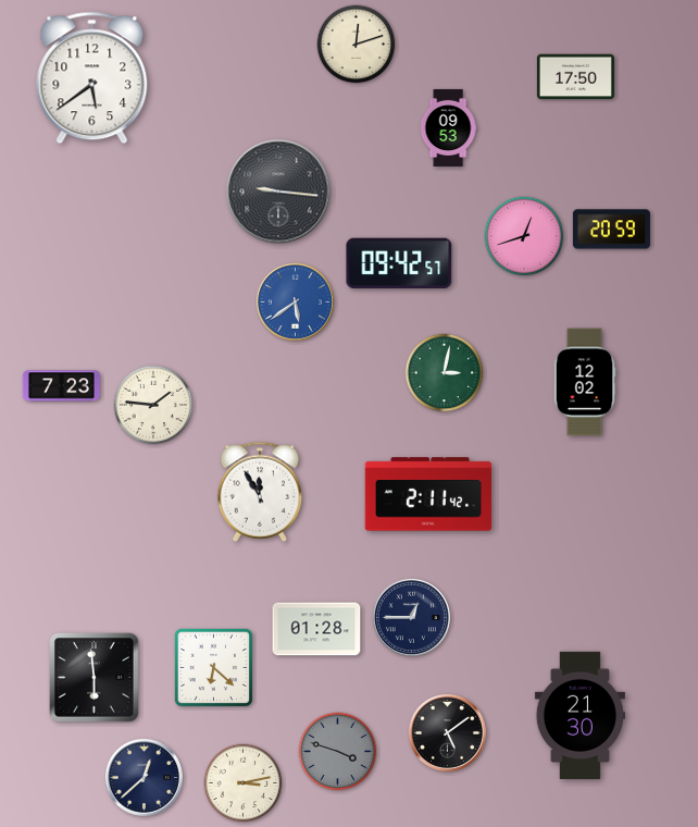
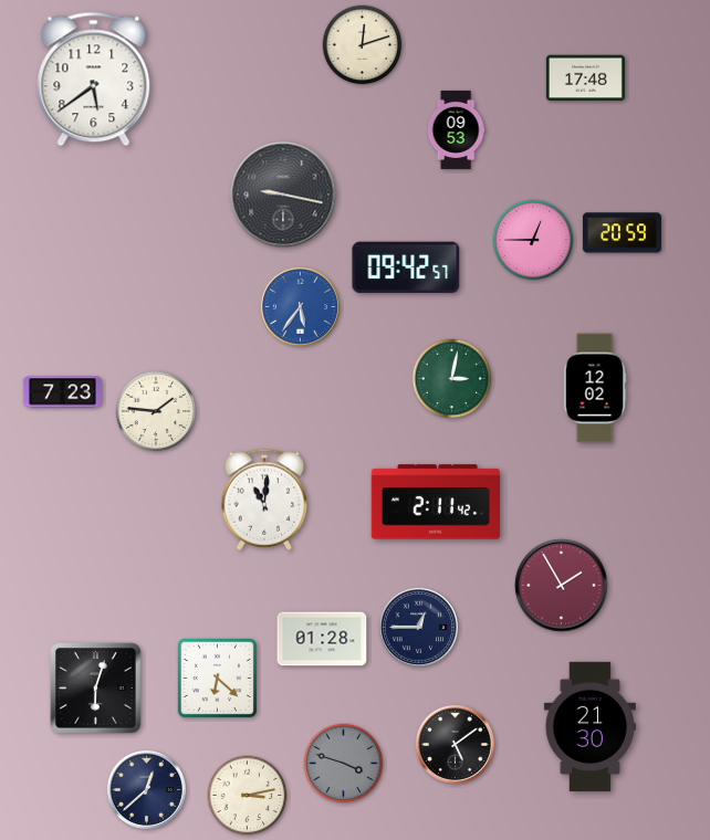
clock at (575, 77): 17:50 -> 17:48
clock at (278, 192): 9:16 -> 9:17
clock at (524, 236): 12:42 -> 12:45
clock at (295, 301): 5:39 -> 5:36
clock at (260, 492): 11:55 -> 11:01
clock at (562, 586): none -> 1:55
clock at (95, 678): 5:59 -> 6:03
